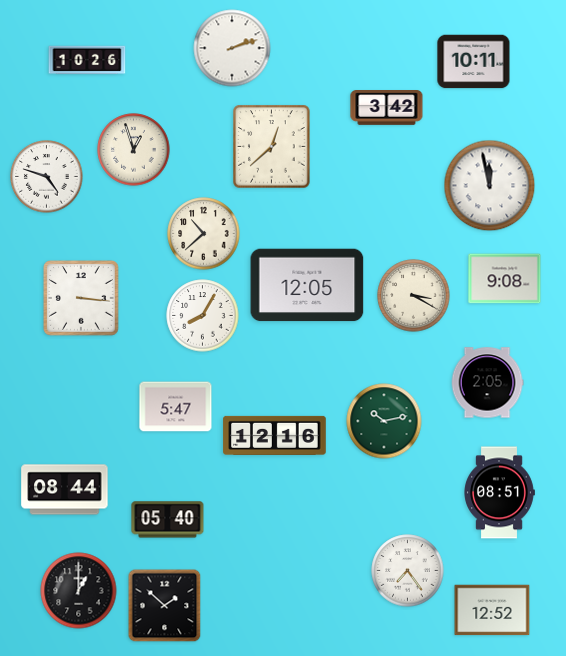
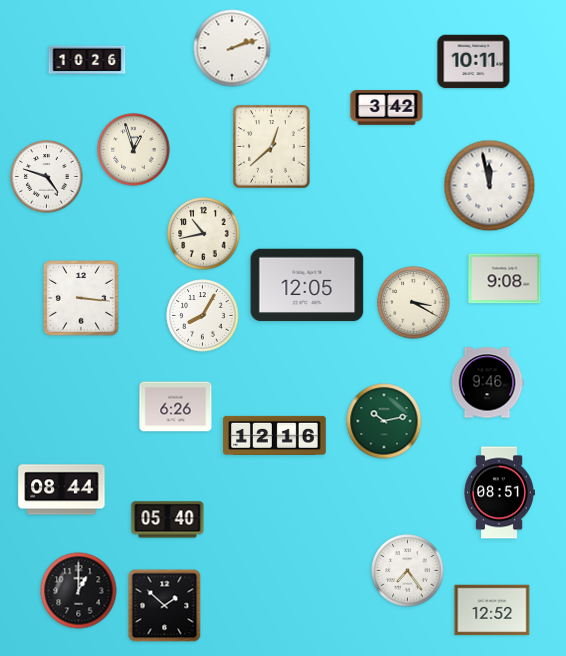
clock at (204, 234): 10:38 -> 10:43
clock at (414, 296) position: (414, 296) -> (414, 303)
clock at (487, 383): 2:05 -> 9:46
clock at (176, 407): 5:47 -> 6:26
clock at (65, 490) position: (65, 490) -> (62, 490)
